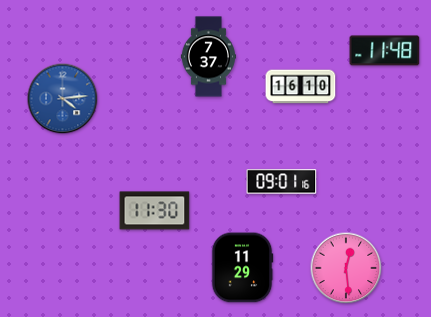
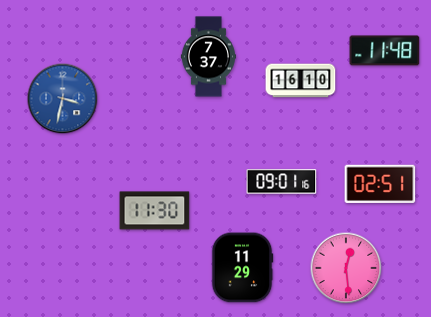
clock at (301, 87) position: (301, 87) -> (301, 81)
clock at (63, 99): 4:14 -> 3:32
clock at (380, 184): none -> 02:51
